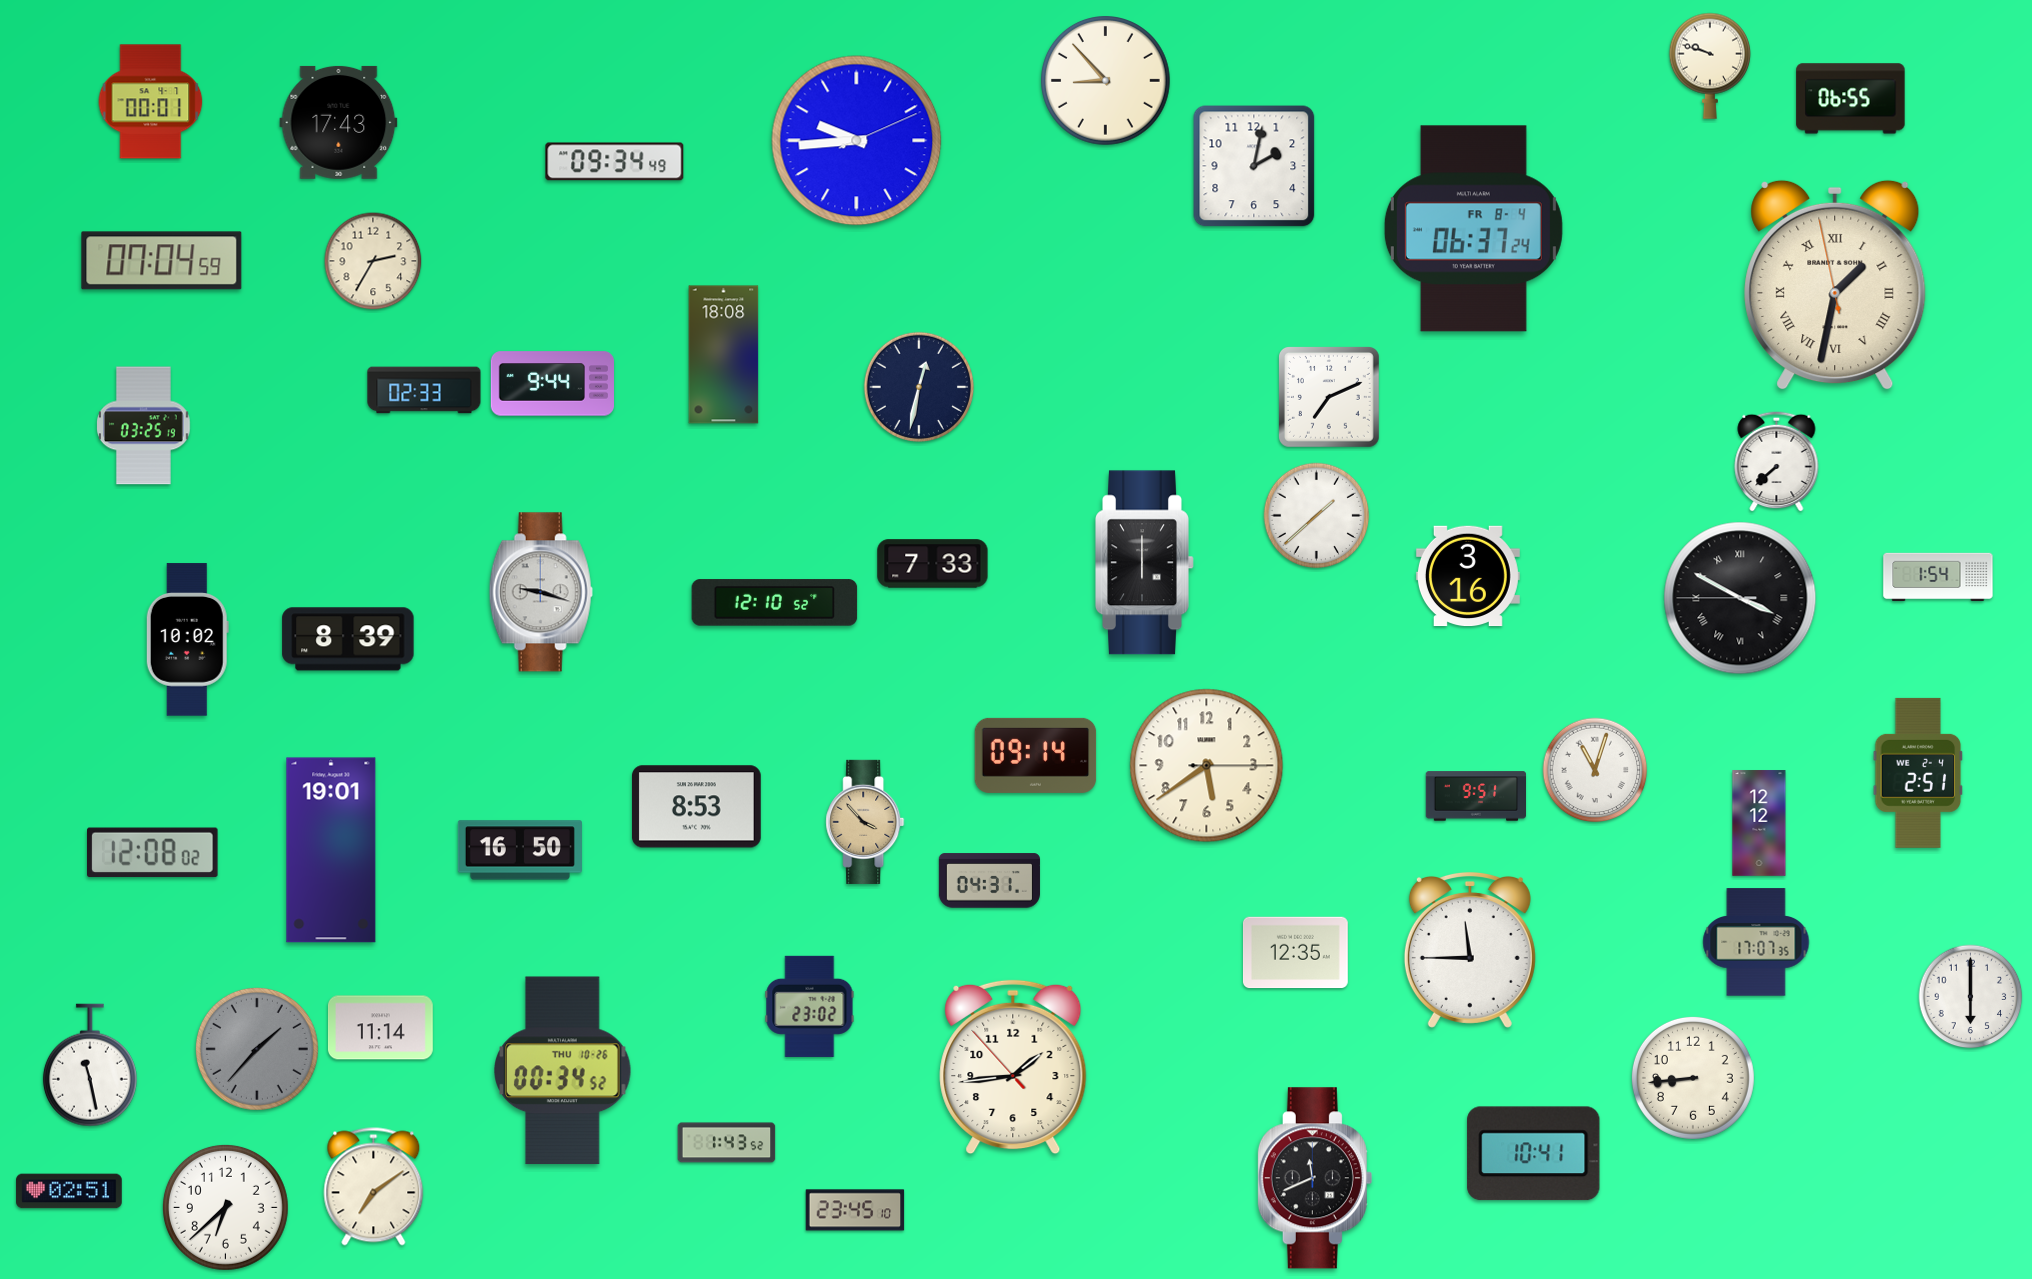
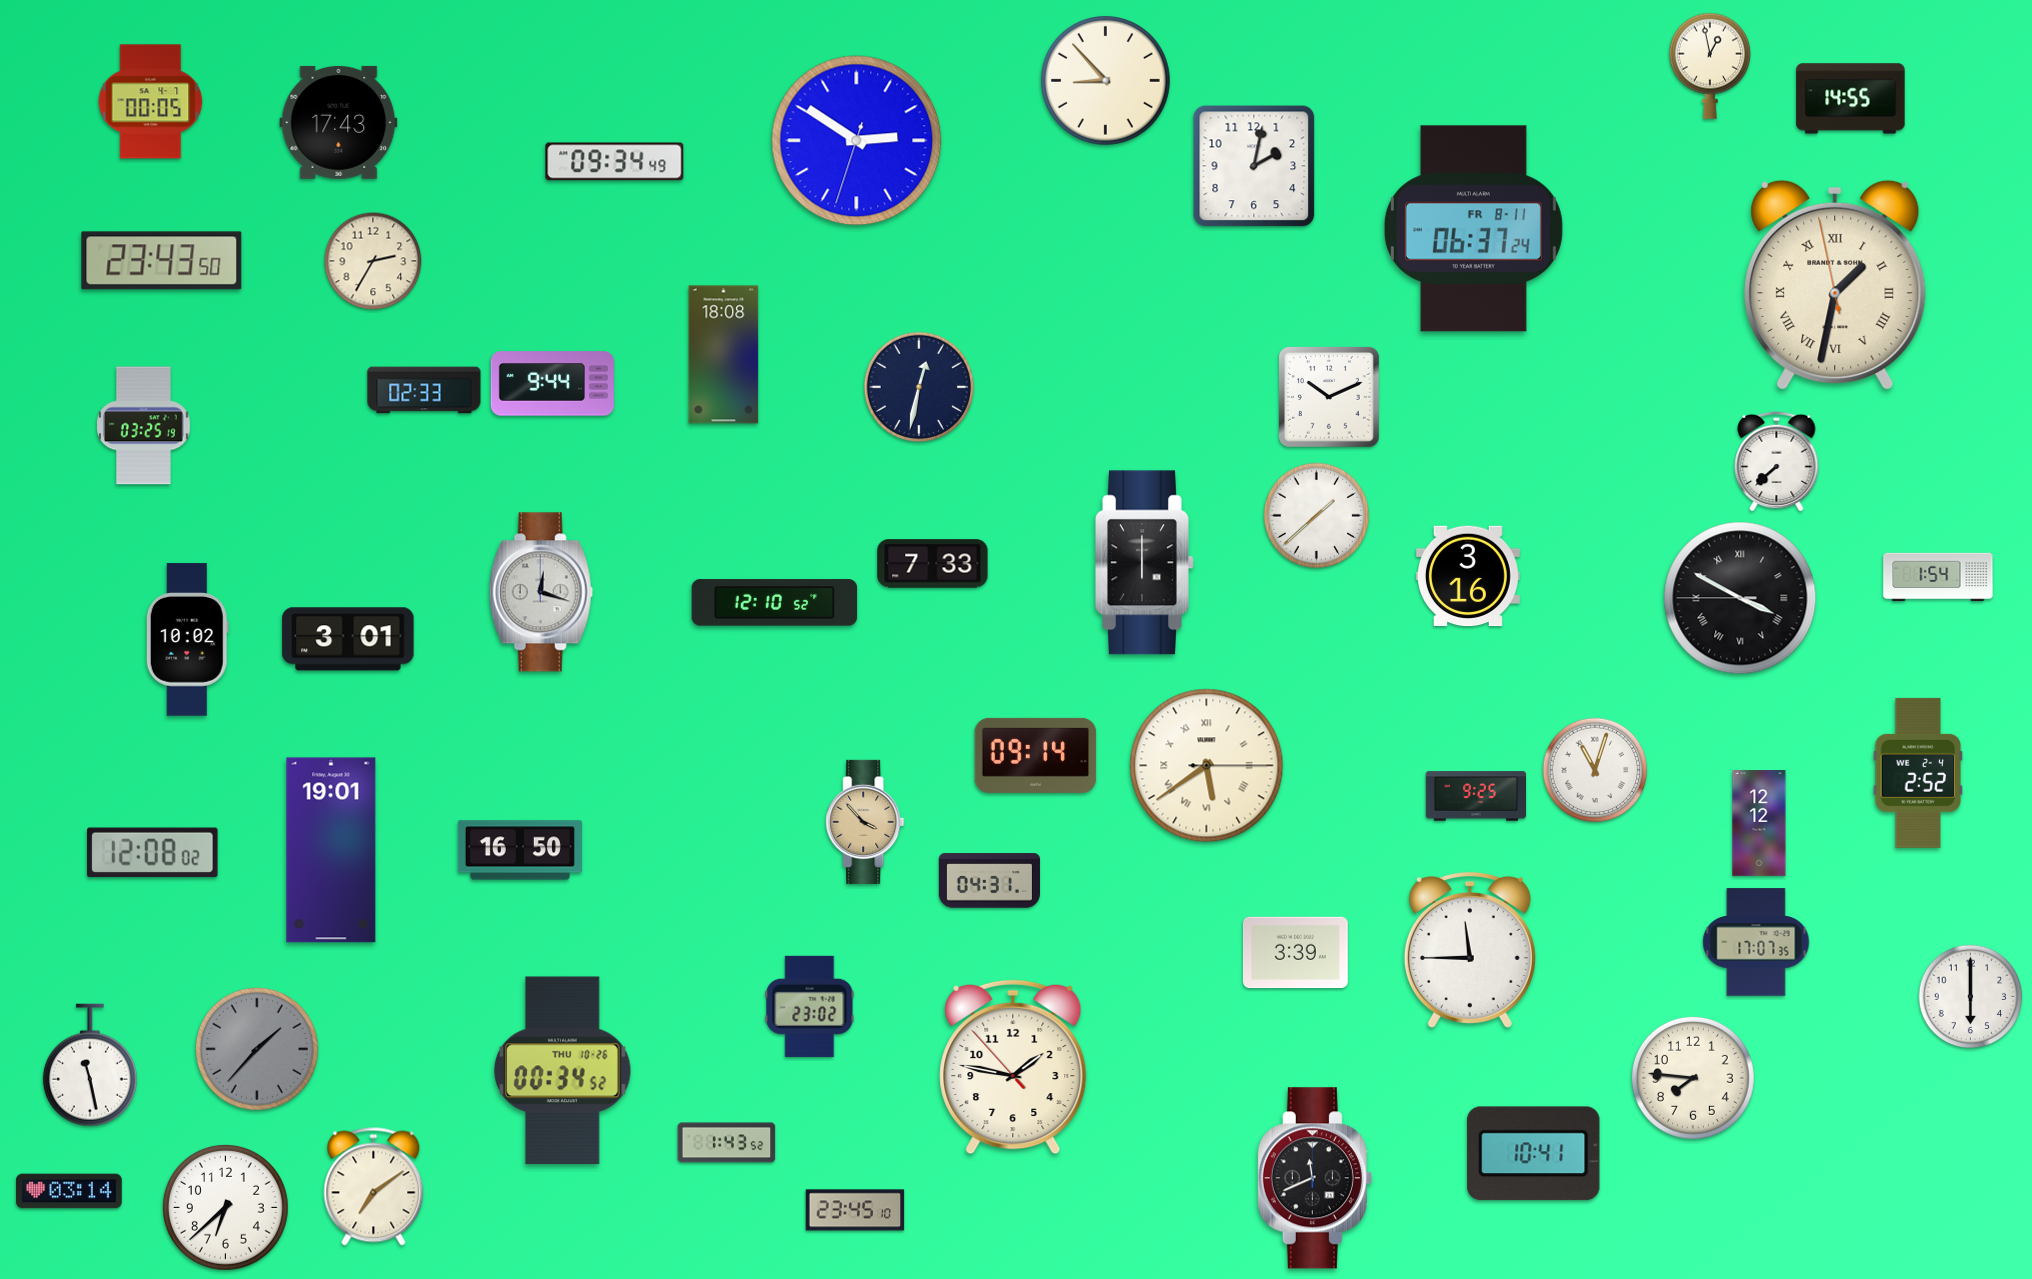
clock at (1709, 66): 9:48 -> 12:58
clock at (1851, 99): 06:55 -> 14:55
clock at (151, 102): 00:01 -> 00:05
clock at (857, 141): 9:44 -> 2:50
clock at (1473, 229) date: FR 8-4 -> FR 8-11
clock at (162, 261): 07:04 -> 23:43
clock at (1329, 397): 7:11 -> 10:11
clock at (541, 592): 9:18 -> 12:18
clock at (348, 639): 8:39 -> 3:01
clock at (1207, 766) numerals: Arabic -> Roman
clock at (1918, 773): 2:51 -> 2:52
clock at (1475, 796): 9:51 -> 9:25
clock at (697, 807): 8:53 -> none
clock at (1295, 953): 12:35 -> 3:39
clock at (380, 1028): 11:14 -> none
clock at (1013, 1067): 1:43 -> 1:46
clock at (1693, 1078): 8:44 -> 7:46
clock at (69, 1191): 02:51 -> 03:14
